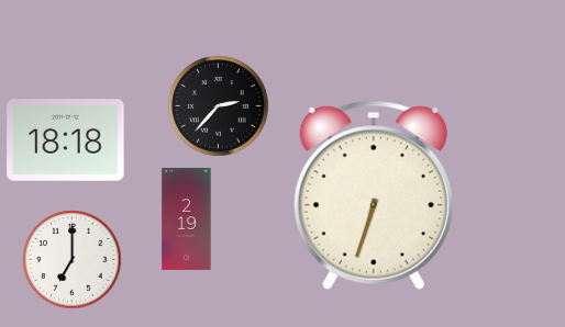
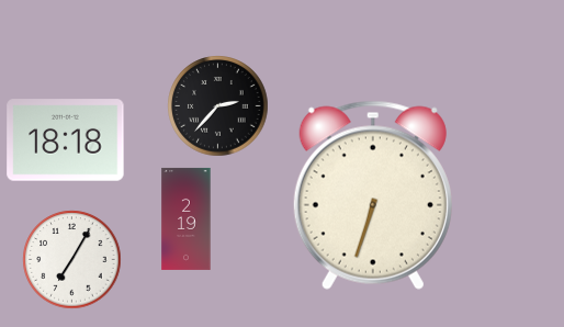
clock at (71, 259): 7:00 -> 7:05
